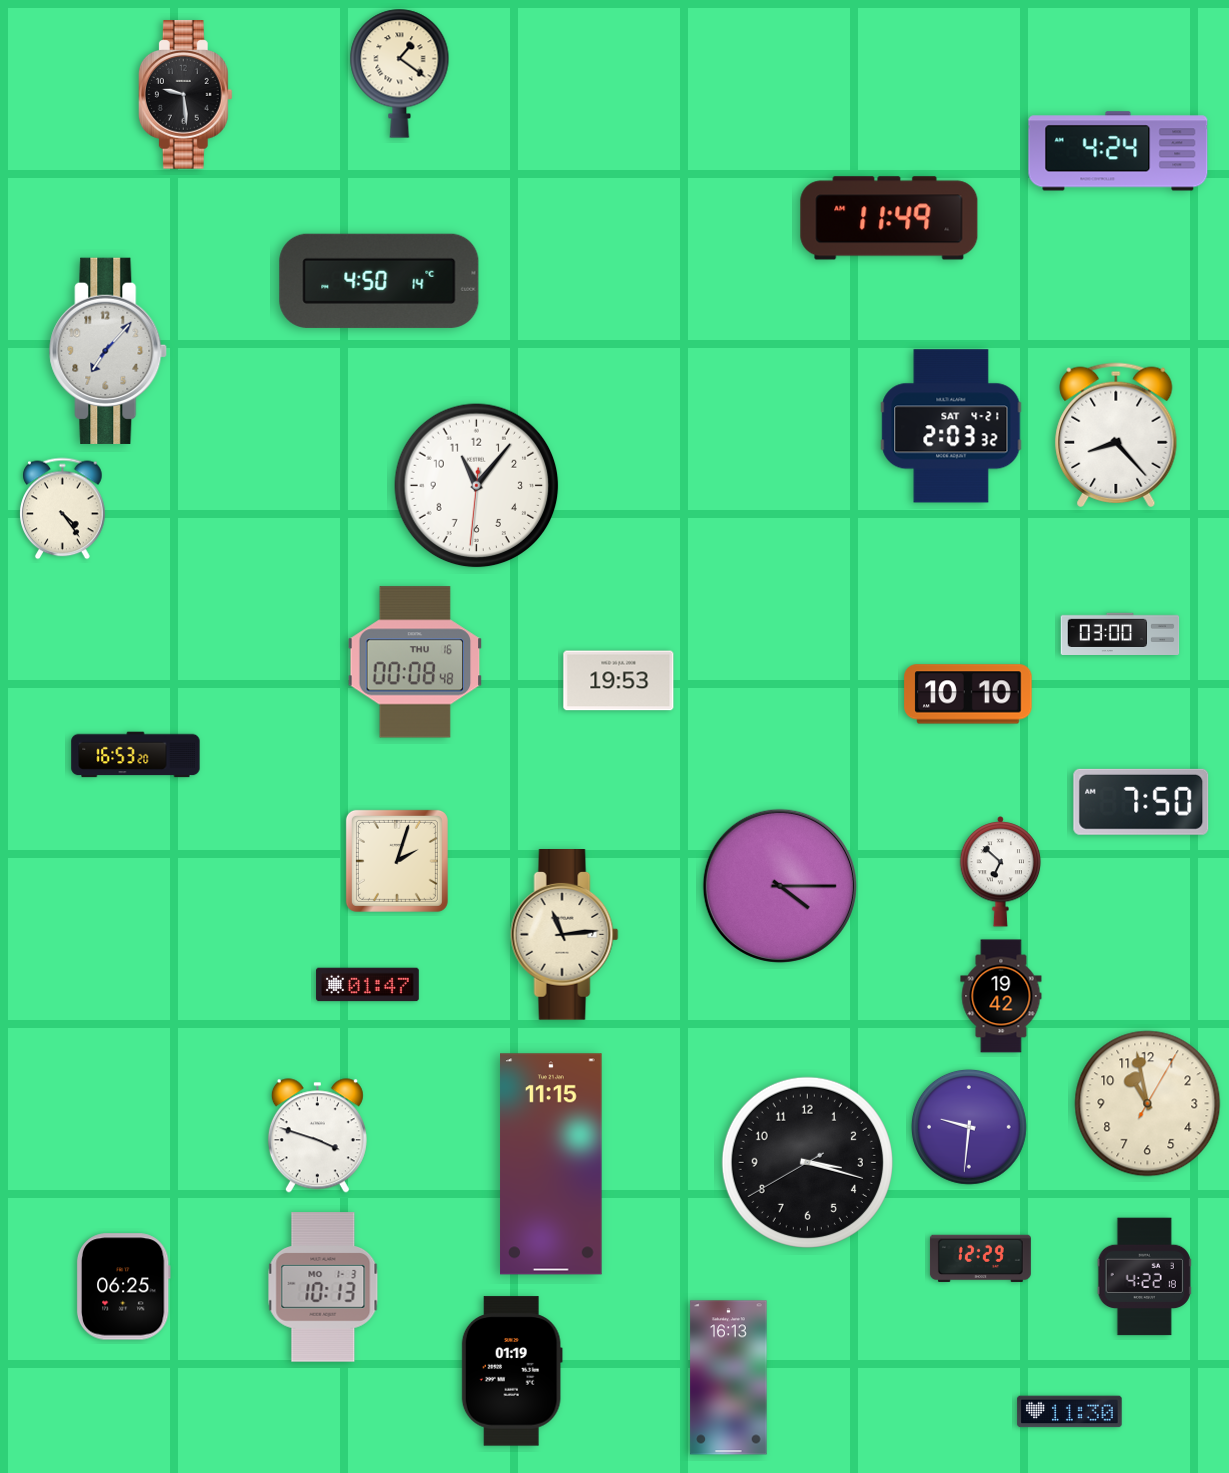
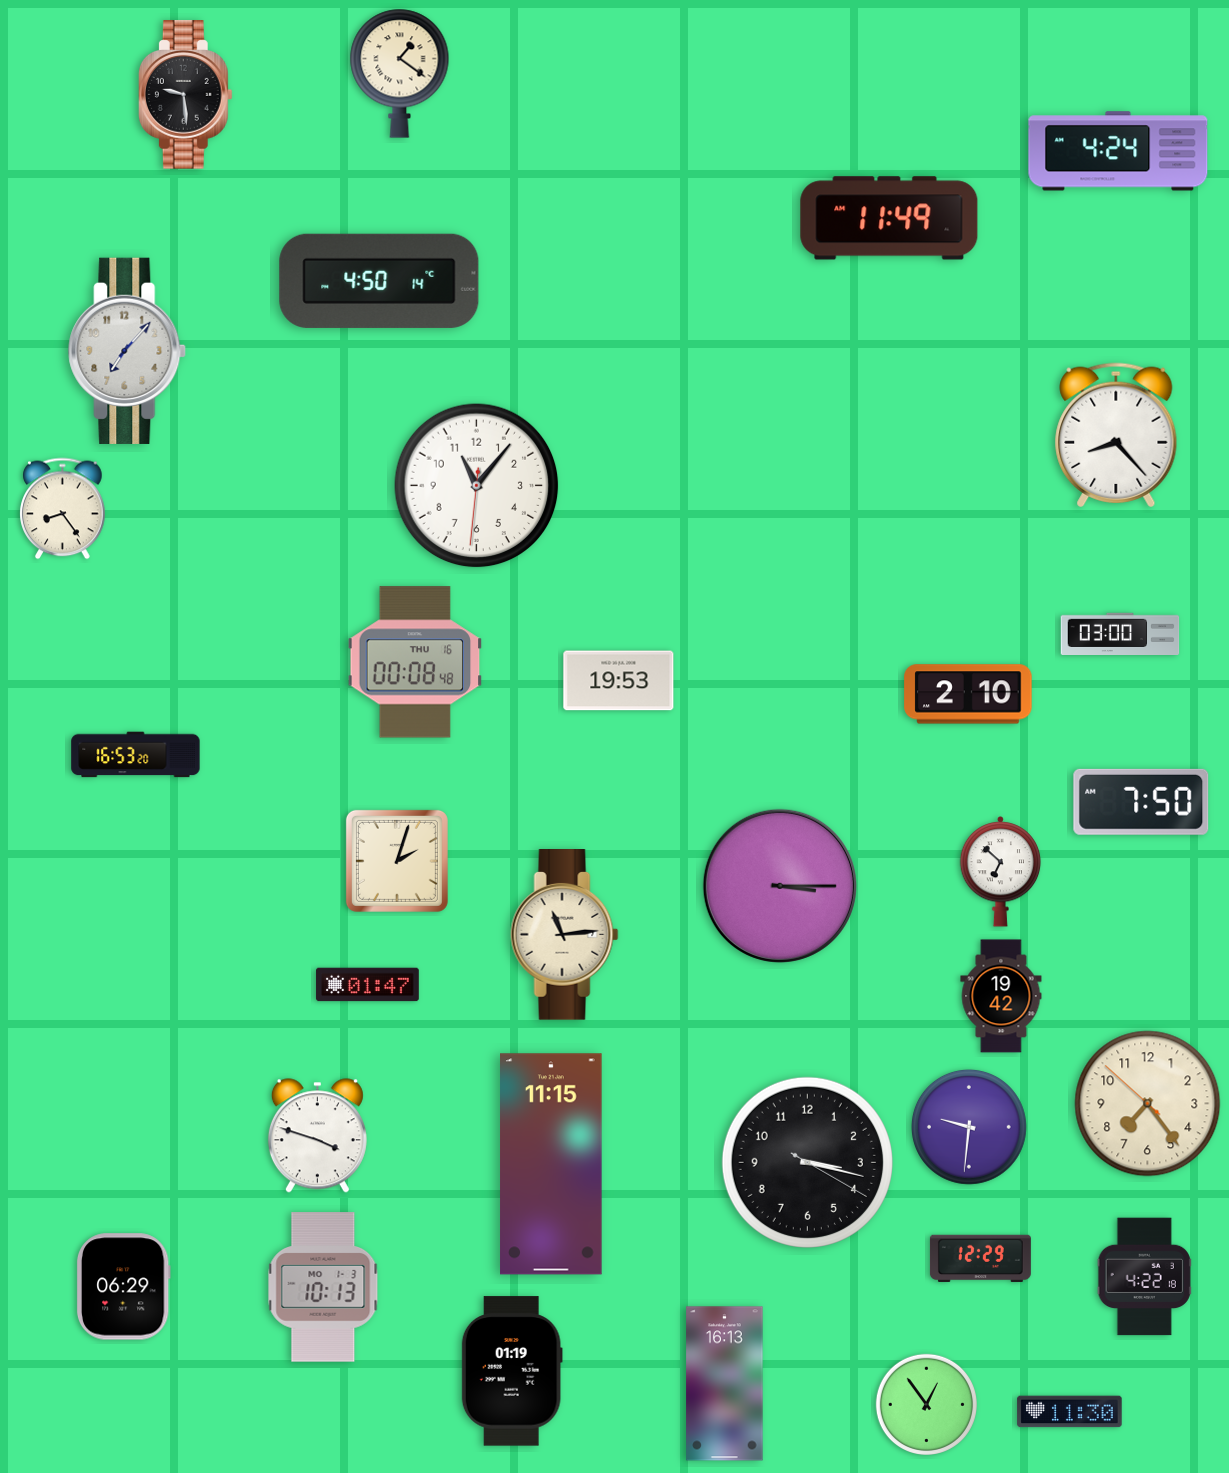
clock at (109, 351) position: (109, 351) -> (128, 351)
clock at (951, 426): 2:03 -> none
clock at (63, 509): 4:24 -> 8:24
clock at (968, 694): 10:10 -> 2:10
clock at (780, 886): 4:15 -> 3:15
clock at (1148, 1104): 10:58 -> 7:23
clock at (807, 1162): 3:17:40 -> 3:17:20
clock at (123, 1287): 06:25 -> 06:29
clock at (729, 1378) position: (729, 1378) -> (725, 1384)
clock at (926, 1404): none -> 12:54
